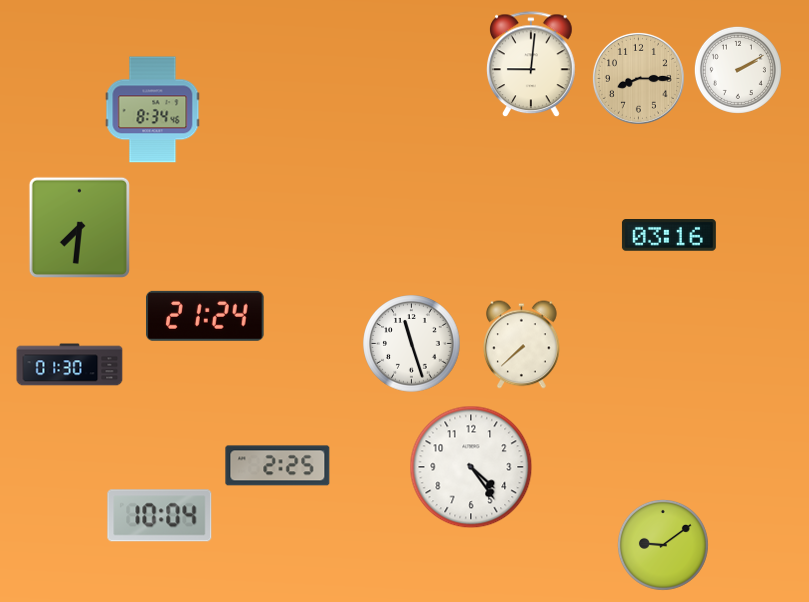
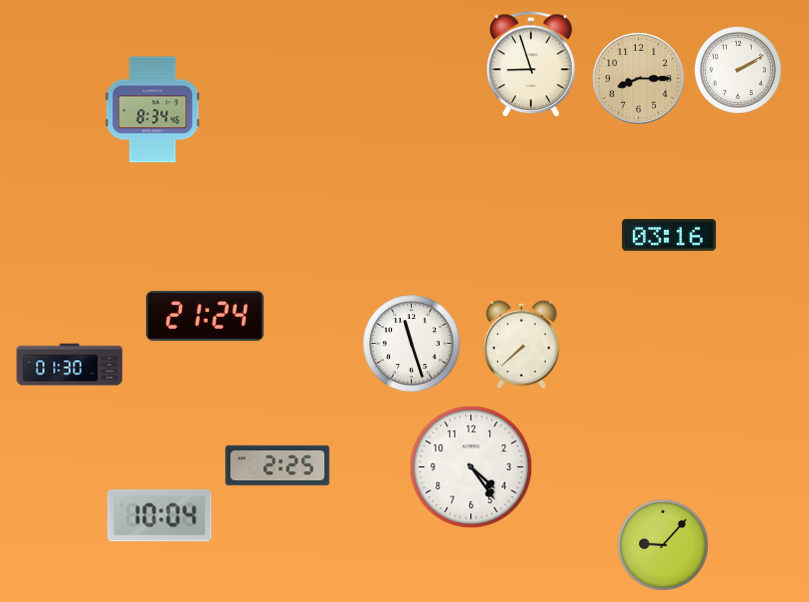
clock at (531, 65): 9:01 -> 8:57
clock at (79, 227): 7:31 -> none
clock at (663, 545): 9:09 -> 9:07
